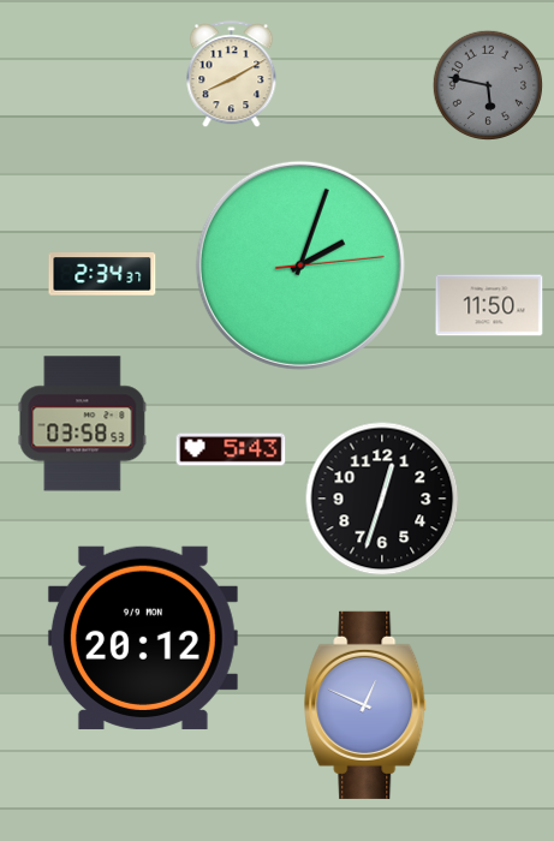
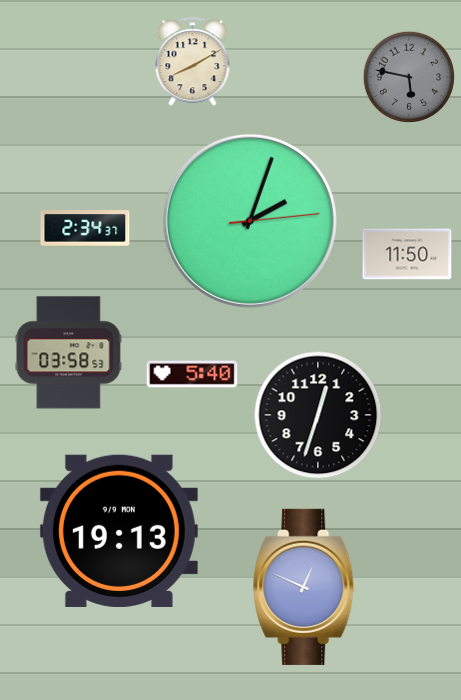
clock at (487, 84) position: (487, 84) -> (408, 76)
clock at (231, 449): 5:43 -> 5:40
clock at (143, 638): 20:12 -> 19:13
